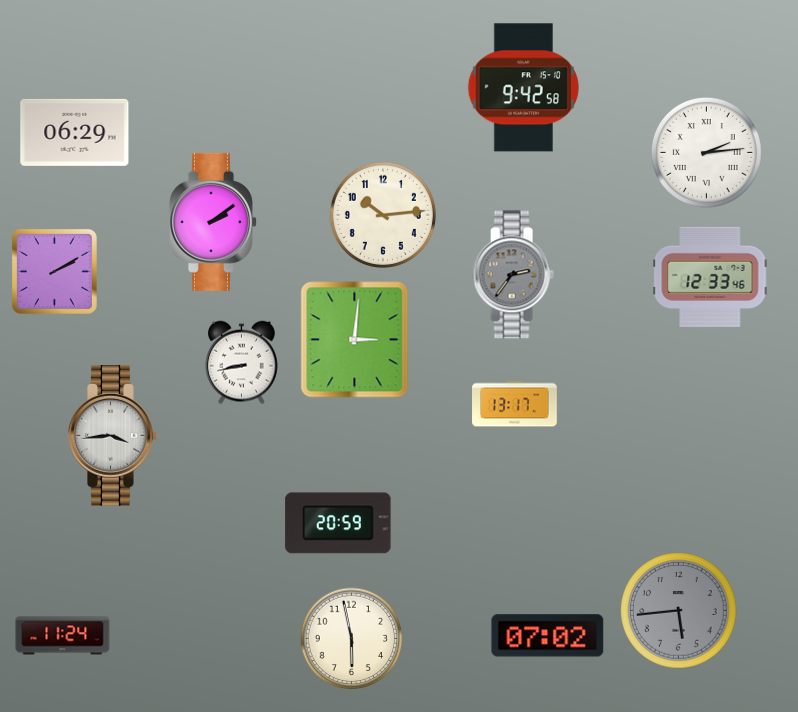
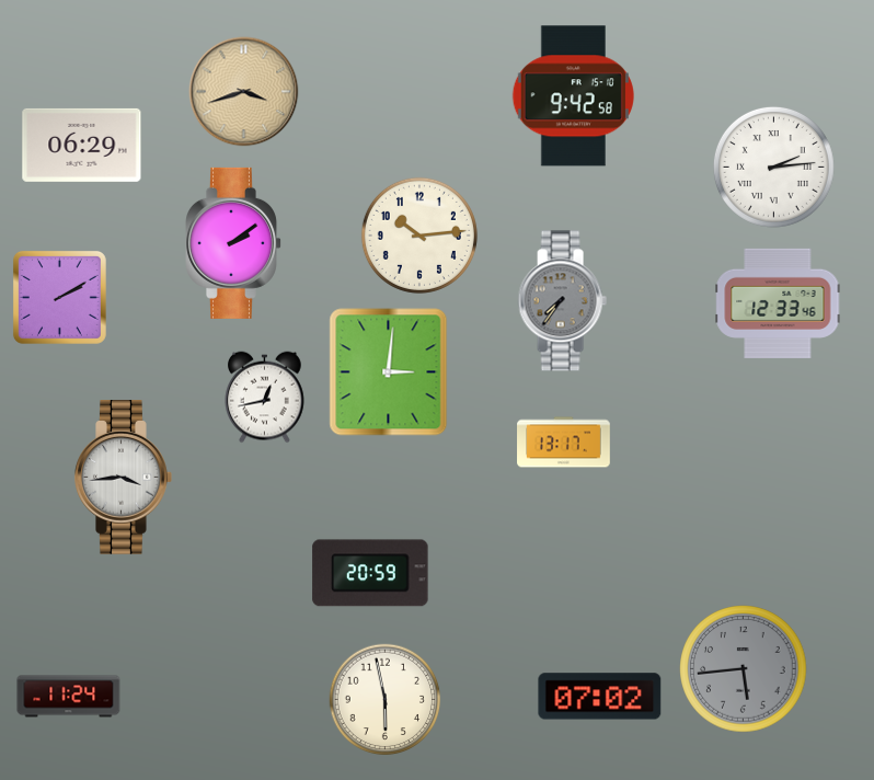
clock at (244, 92): none -> 3:42
clock at (513, 275): 2:36 -> 7:36
clock at (242, 363): 8:43 -> 12:43
